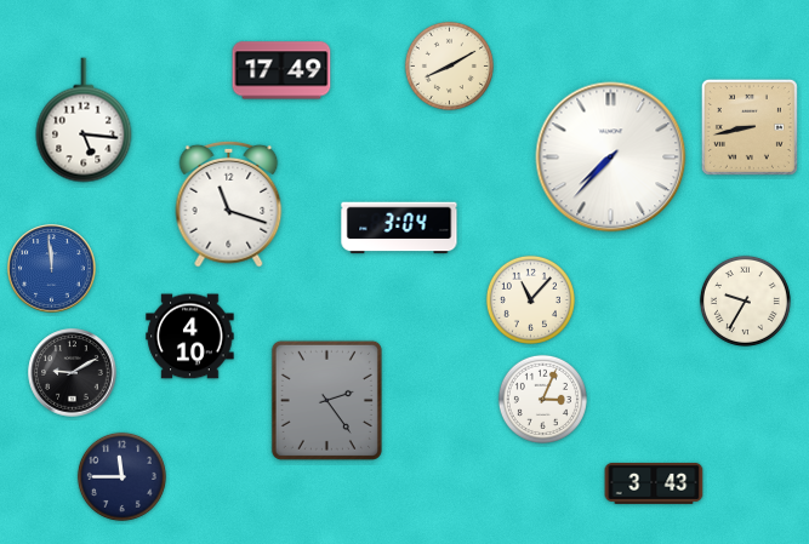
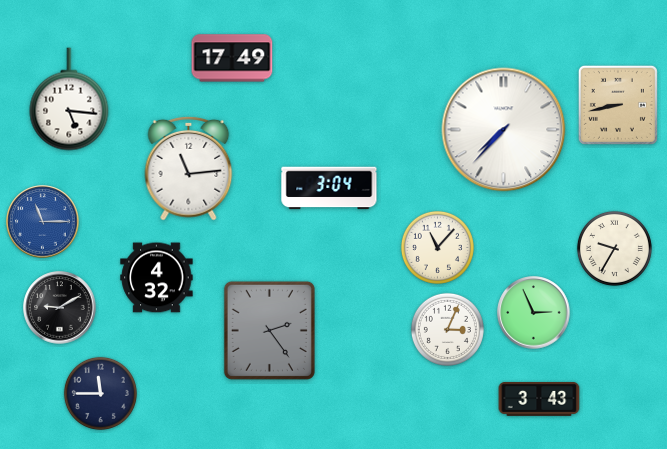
clock at (449, 65): 8:10 -> none
clock at (229, 204): 11:18 -> 11:14
clock at (52, 269): 11:59 -> 11:15
clock at (190, 337): 4:10 -> 4:32
clock at (534, 313): none -> 2:56
